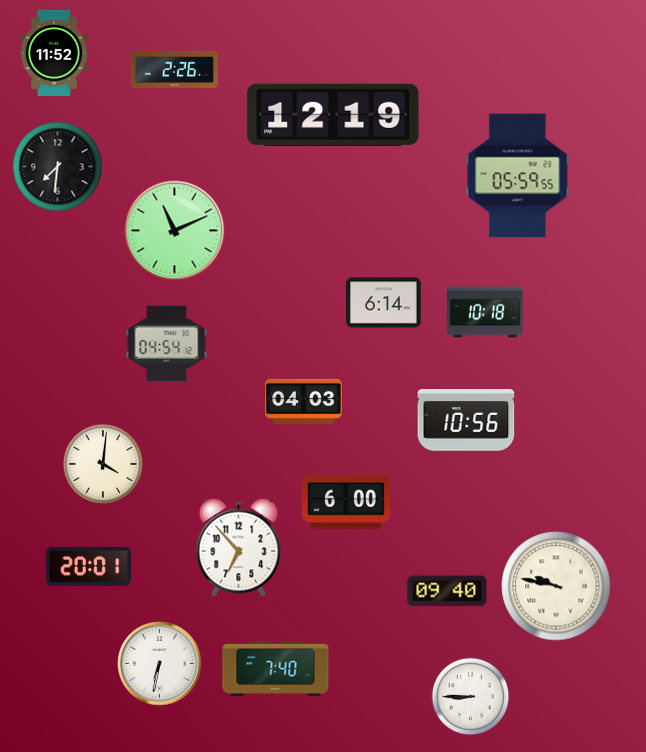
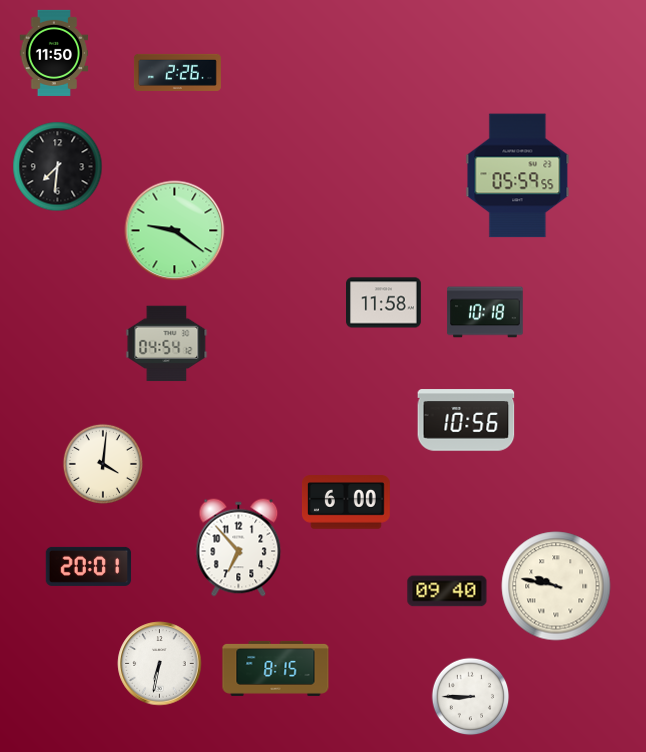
clock at (54, 53): 11:52 -> 11:50
clock at (174, 69) position: (174, 69) -> (177, 72)
clock at (333, 115): 12:19 -> none
clock at (175, 231): 11:11 -> 9:21
clock at (384, 303): 6:14 -> 11:58
clock at (304, 401): 04:03 -> none
clock at (276, 668): 7:40 -> 8:15
